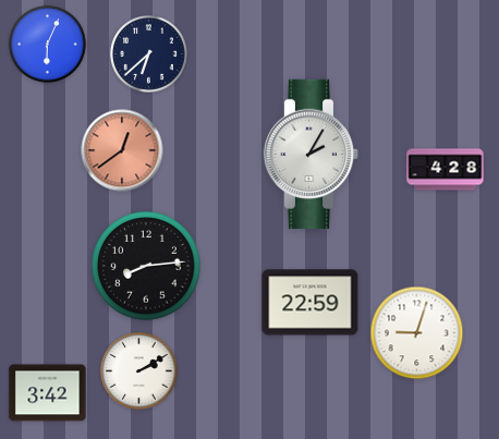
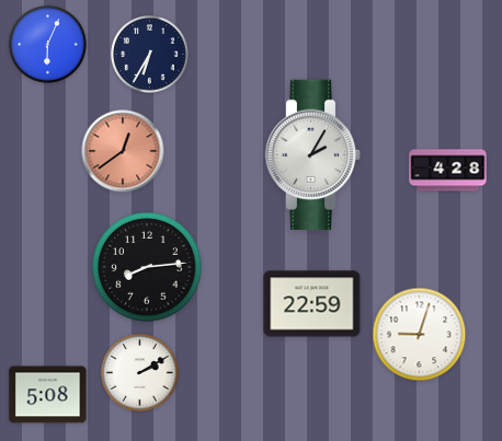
clock at (149, 54): 6:38 -> 6:35
clock at (48, 393): 3:42 -> 5:08
